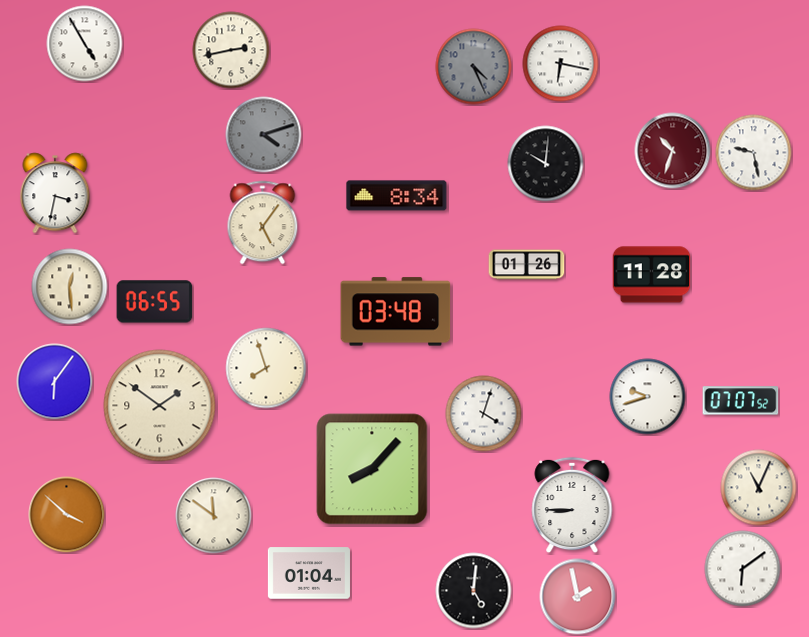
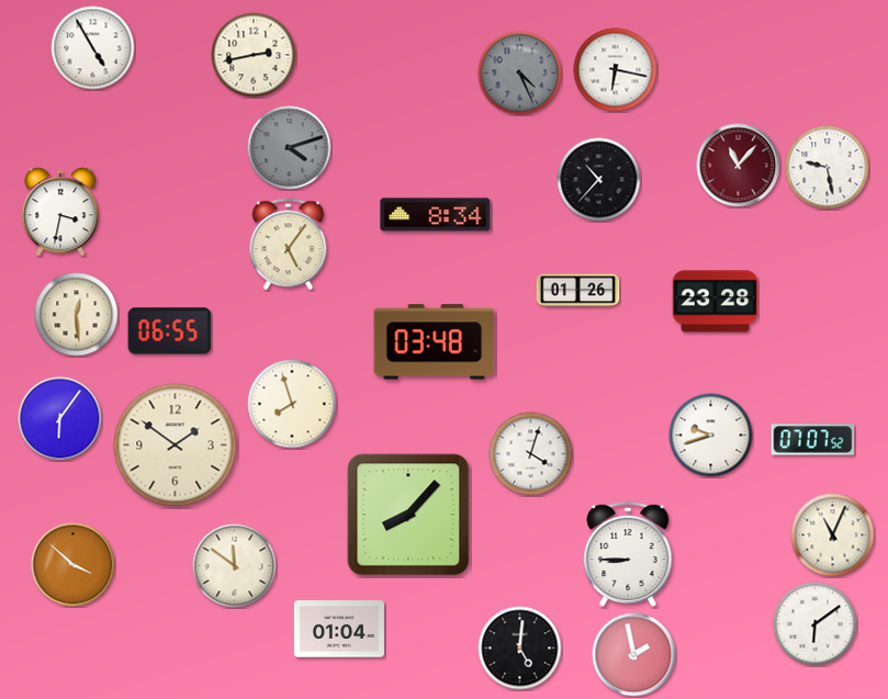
clock at (673, 151): 10:33 -> 11:07
clock at (546, 164): 10:01 -> 10:37
clock at (652, 275): 11:28 -> 23:28
